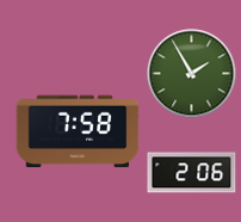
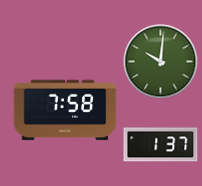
clock at (192, 74): 1:55 -> 10:01
clock at (192, 173): 2:06 -> 1:37
